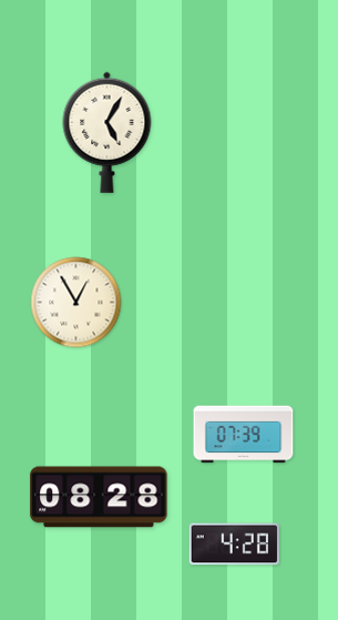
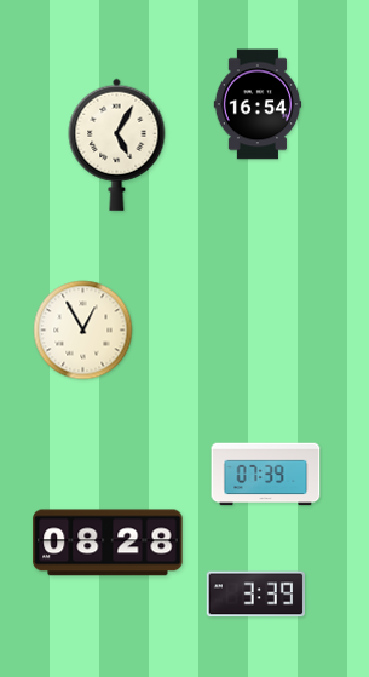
clock at (258, 104): none -> 16:54
clock at (234, 545): 4:28 -> 3:39
